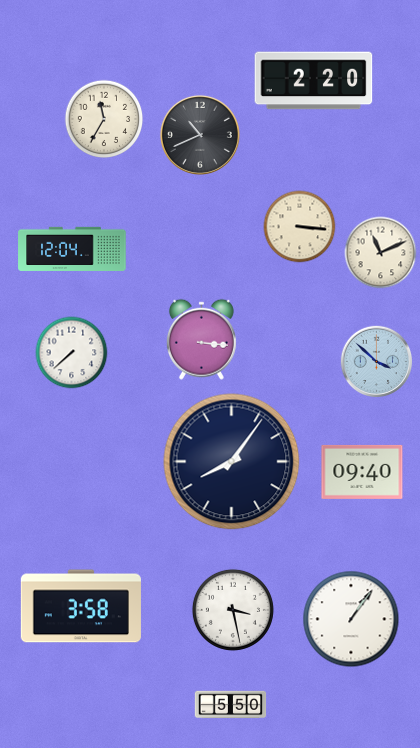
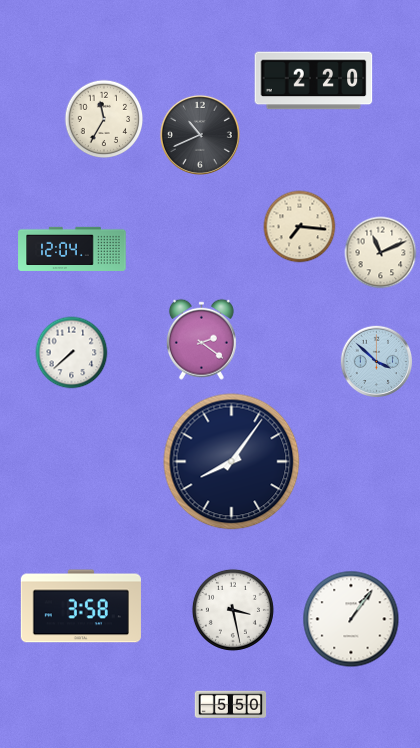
clock at (300, 227): 3:16 -> 7:16
clock at (201, 339): 3:16 -> 2:21
clock at (362, 472): 09:40 -> none
